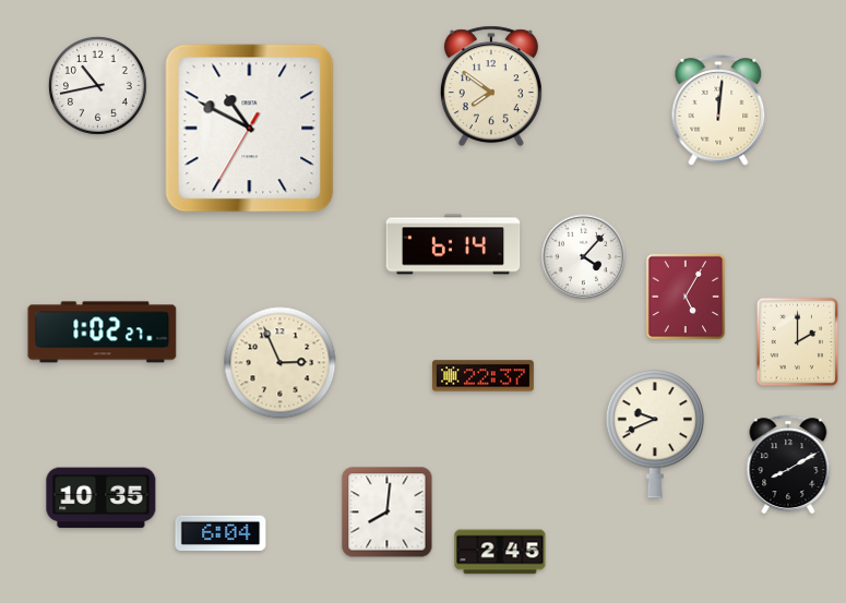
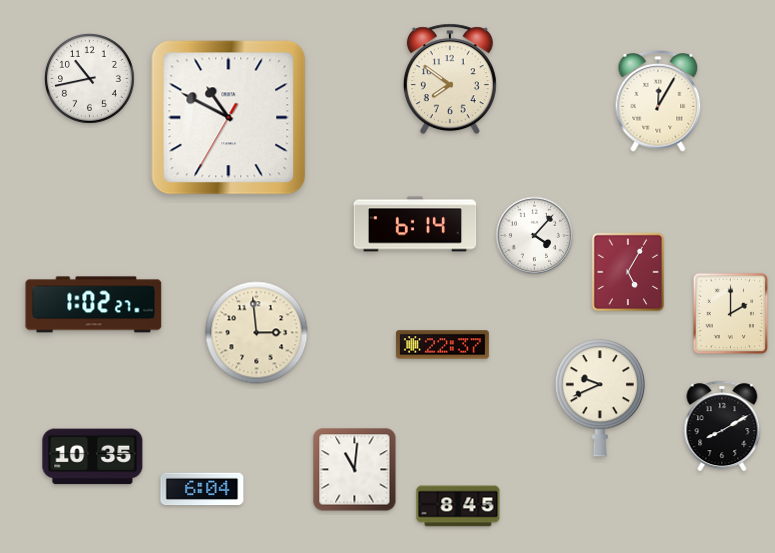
clock at (718, 110): 12:01 -> 12:05
clock at (281, 363): 2:56 -> 2:59
clock at (388, 512): 8:01 -> 11:01
clock at (500, 552): 2:45 -> 8:45
